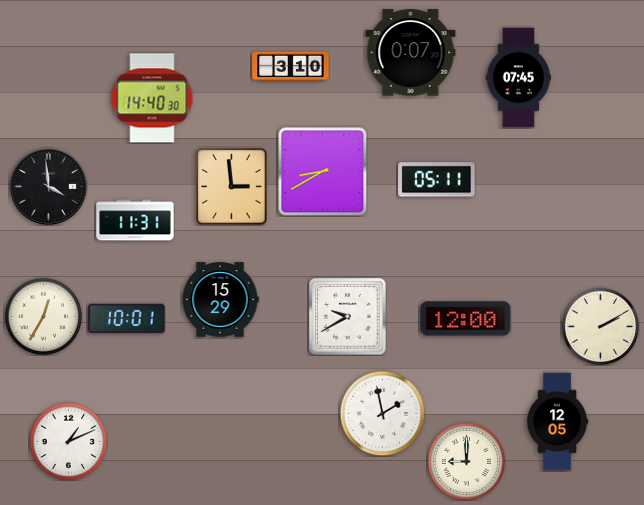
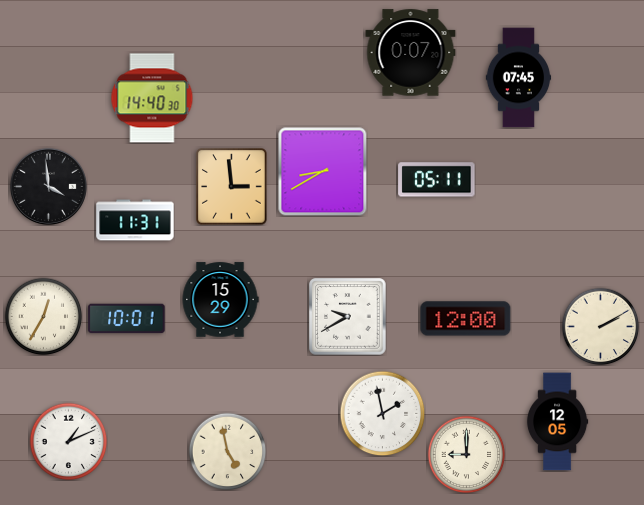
clock at (291, 67): 3:10 -> none
clock at (227, 451): none -> 4:58
clock at (466, 461) position: (466, 461) -> (466, 454)
